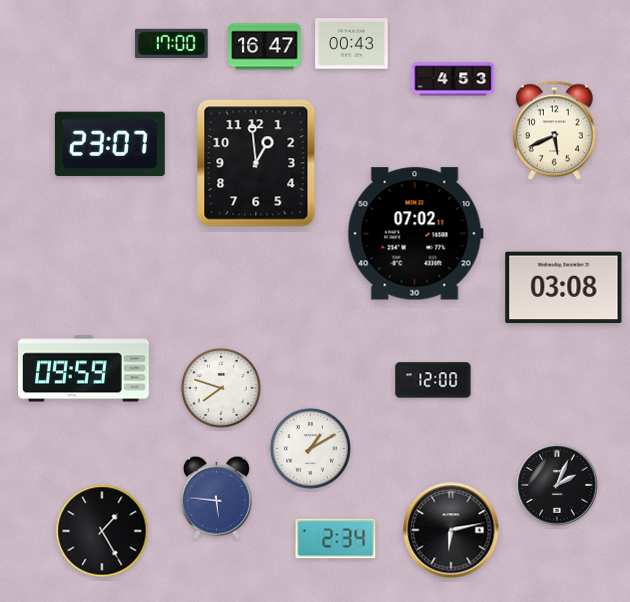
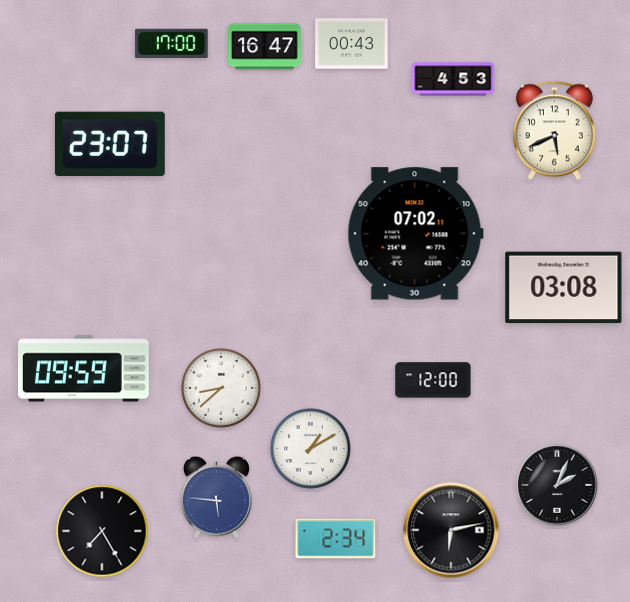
clock at (256, 163): 12:59 -> none
clock at (221, 388): 7:48 -> 8:38
clock at (102, 531): 1:25 -> 7:25
